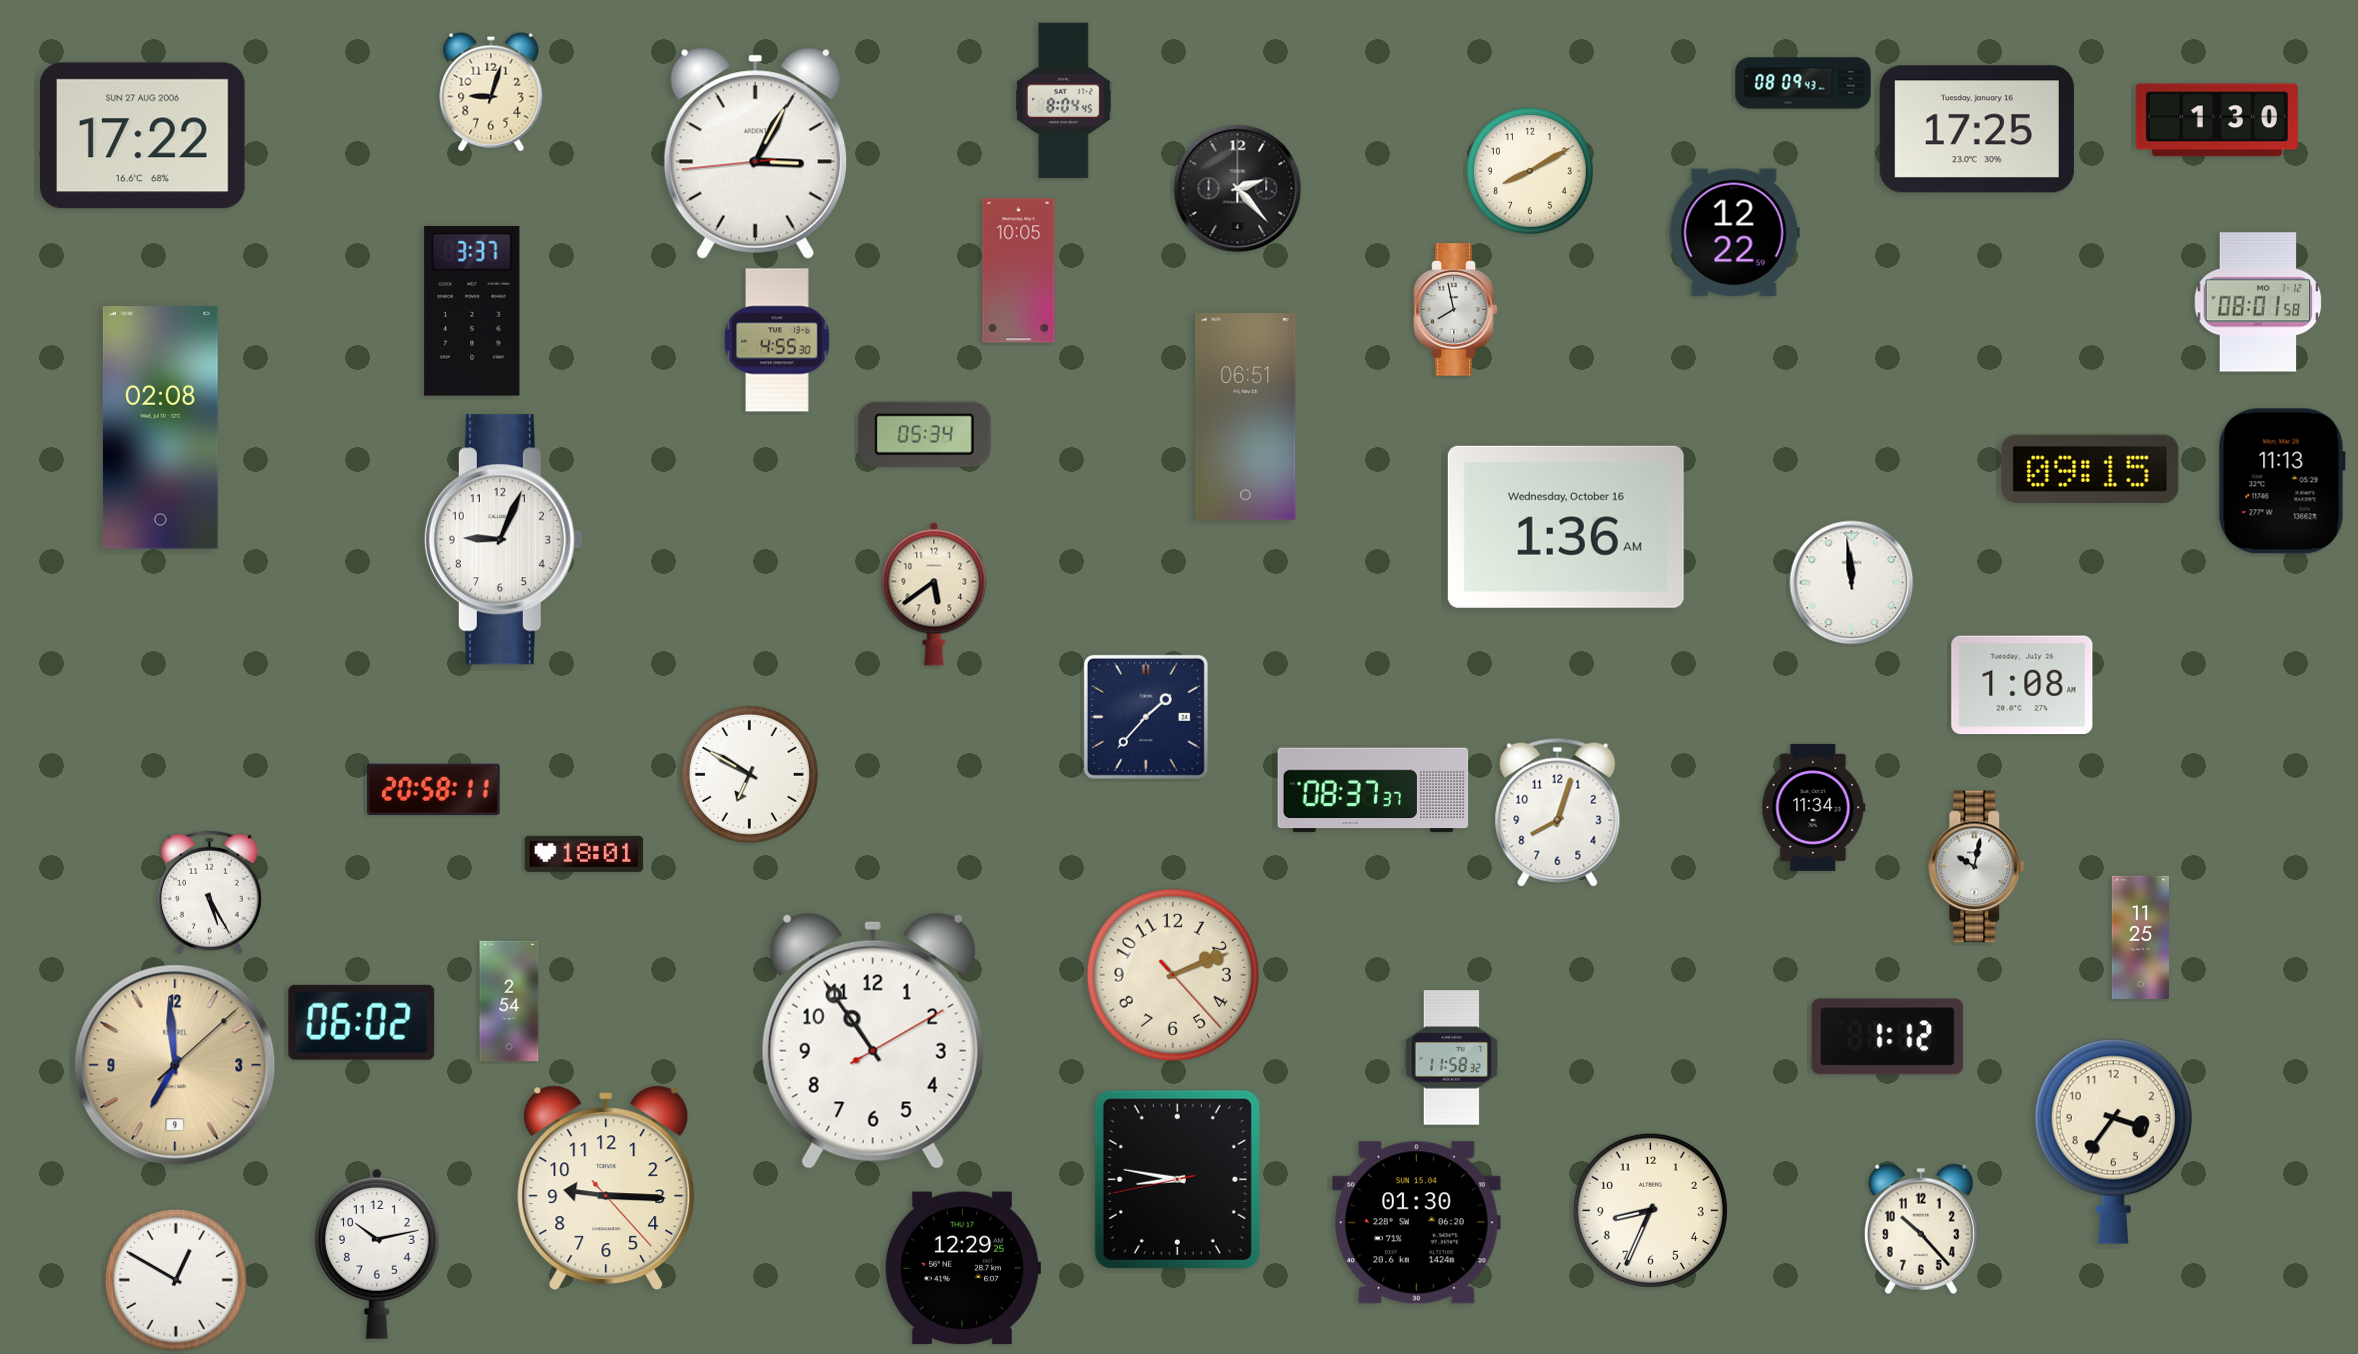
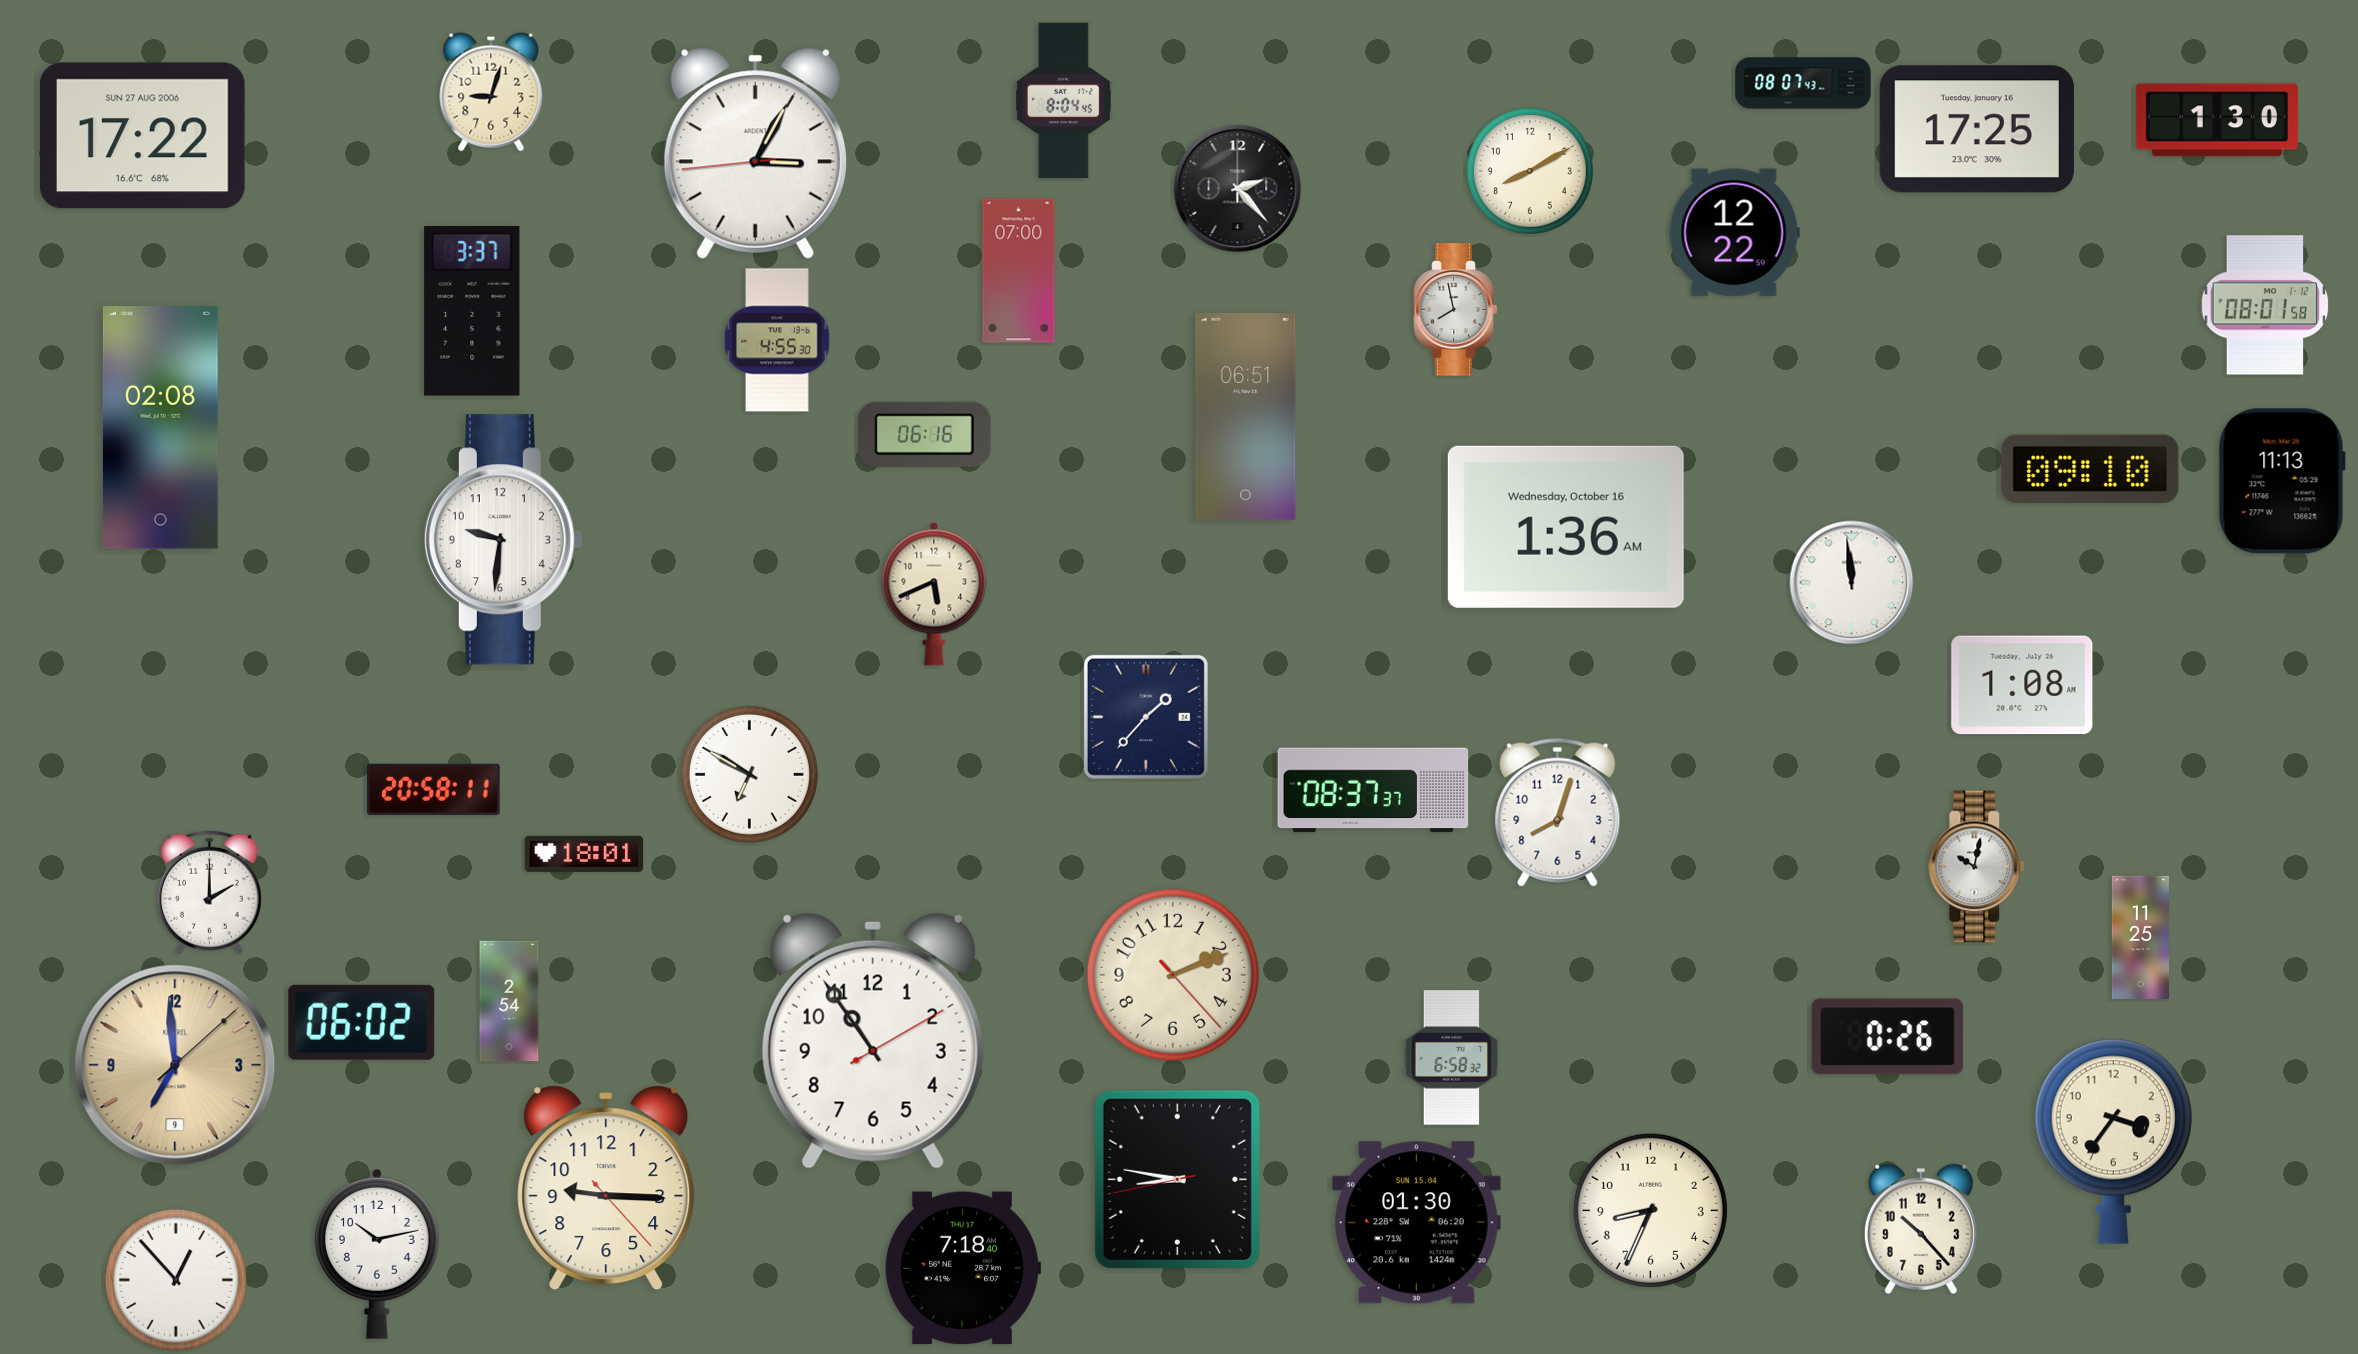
clock at (1803, 83): 08:09 -> 08:07
clock at (1019, 271): 10:05 -> 07:00
clock at (2258, 302) position: (2258, 302) -> (2265, 305)
clock at (924, 434): 05:34 -> 06:16
clock at (2090, 468): 09:15 -> 09:10
clock at (503, 540): 9:04 -> 9:31
clock at (934, 594): 5:39 -> 5:41
clock at (1814, 807): 11:34 -> none
clock at (209, 892): 5:25 -> 2:00
clock at (1888, 1037): 1:12 -> 0:26
clock at (1451, 1058): 11:58 -> 6:58
clock at (962, 1268): 12:29 -> 7:18
clock at (176, 1280): 12:50 -> 12:53
